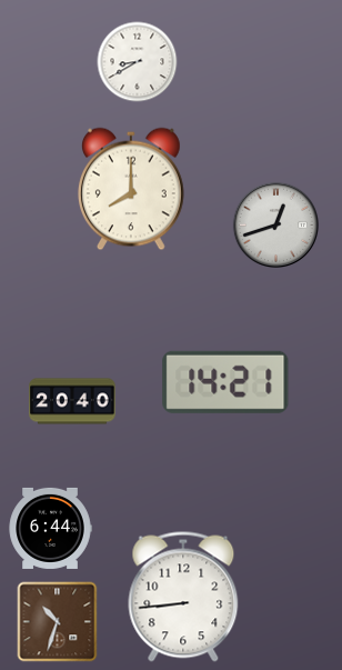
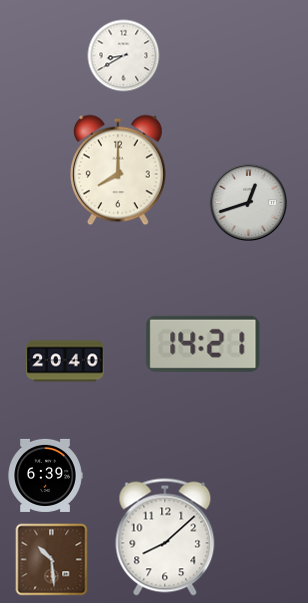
clock at (50, 528): 6:44 -> 6:39
clock at (183, 597): 8:44 -> 8:08
clock at (58, 622): 10:33 -> 10:29
